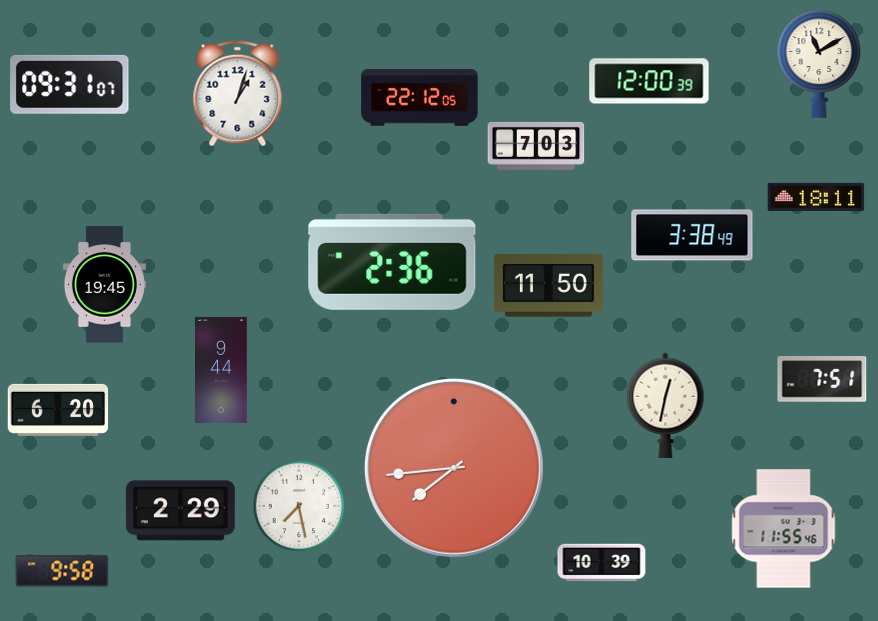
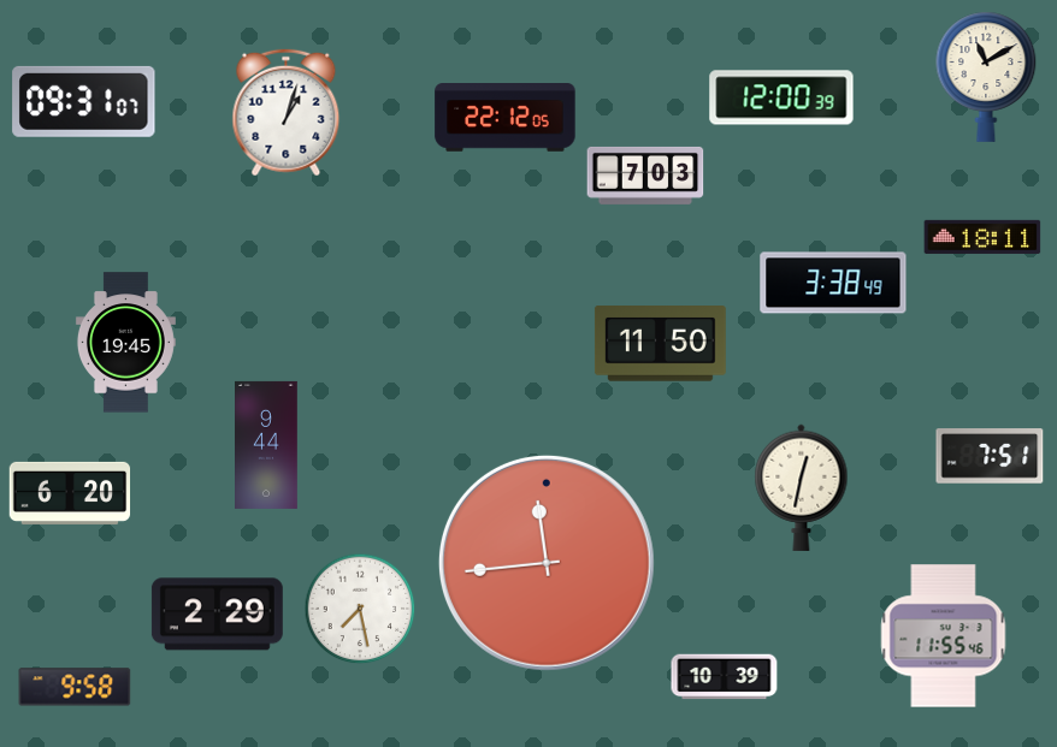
clock at (392, 262): 2:36 -> none
clock at (454, 468): 7:44 -> 11:44
